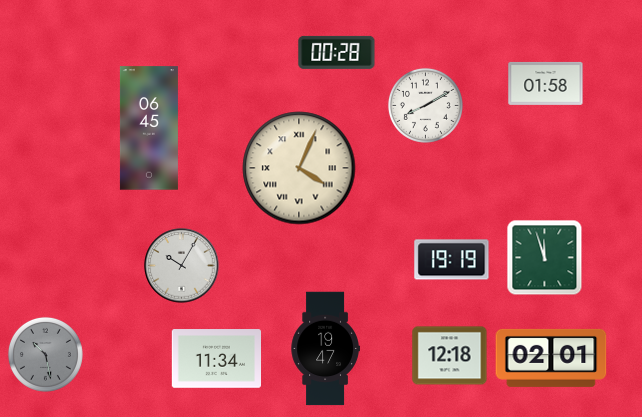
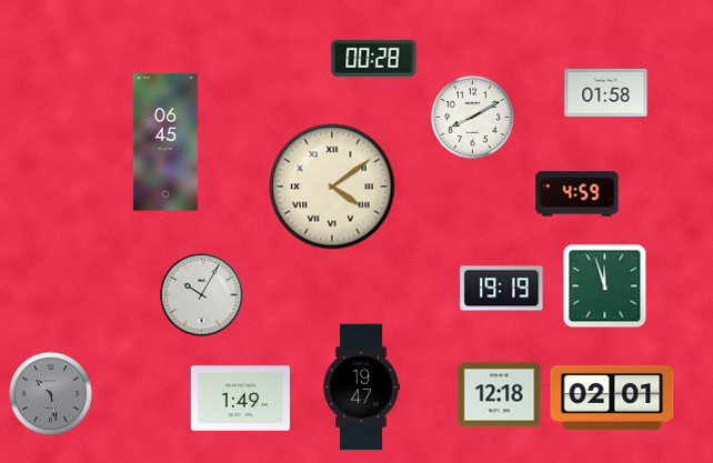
clock at (299, 168): 4:04 -> 4:09
clock at (578, 194): none -> 4:59
clock at (216, 359): 11:34 -> 1:49
